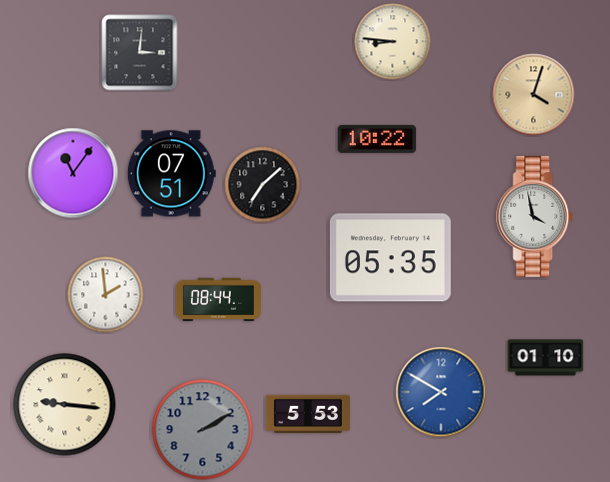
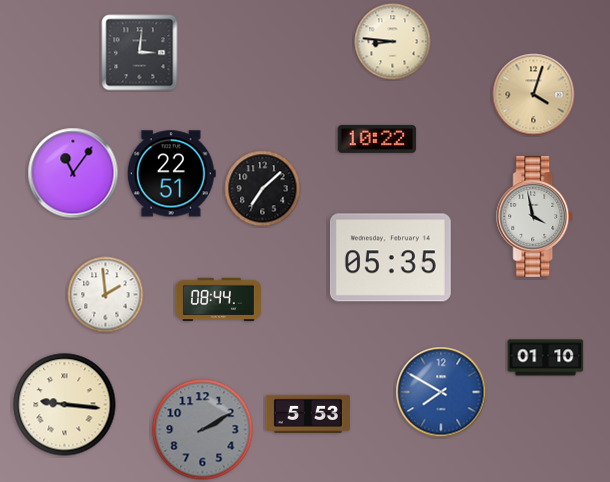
clock at (171, 174): 07:51 -> 22:51
clock at (263, 185) position: (263, 185) -> (263, 189)
